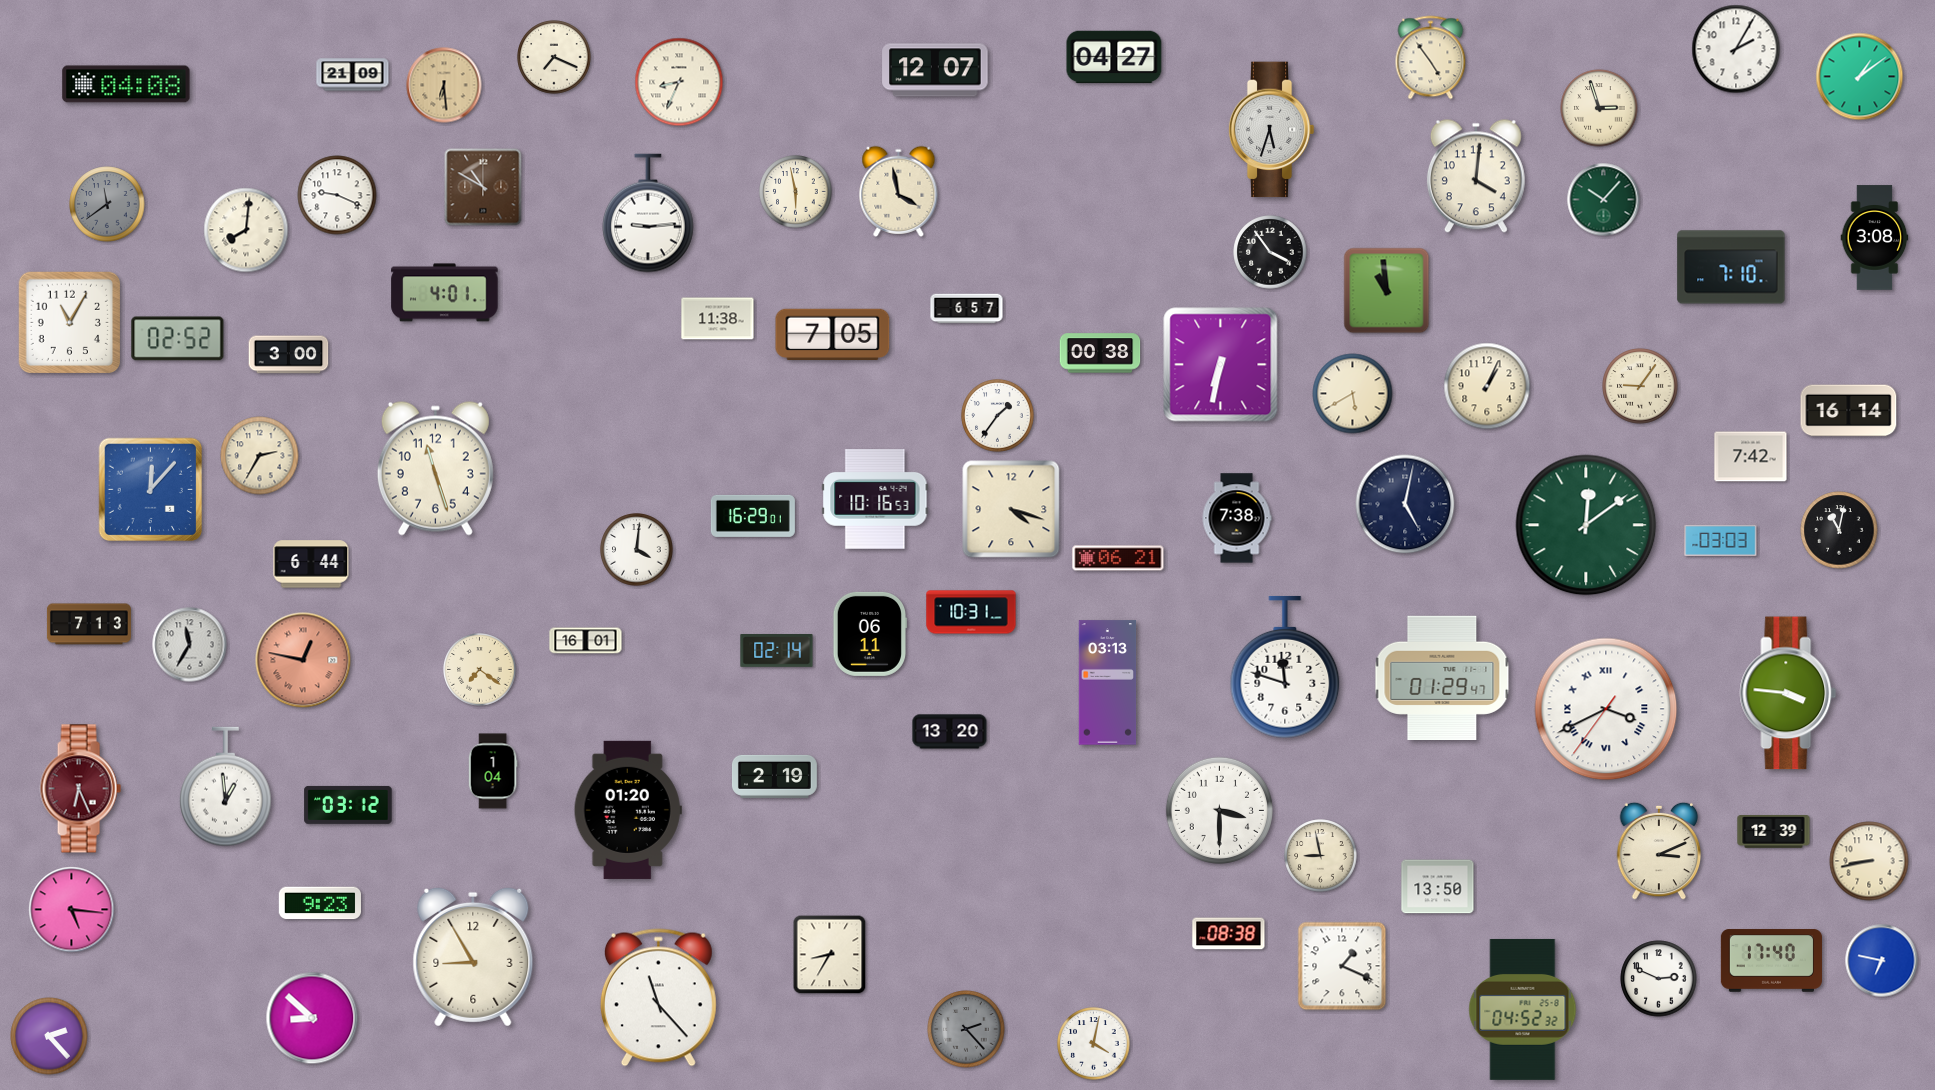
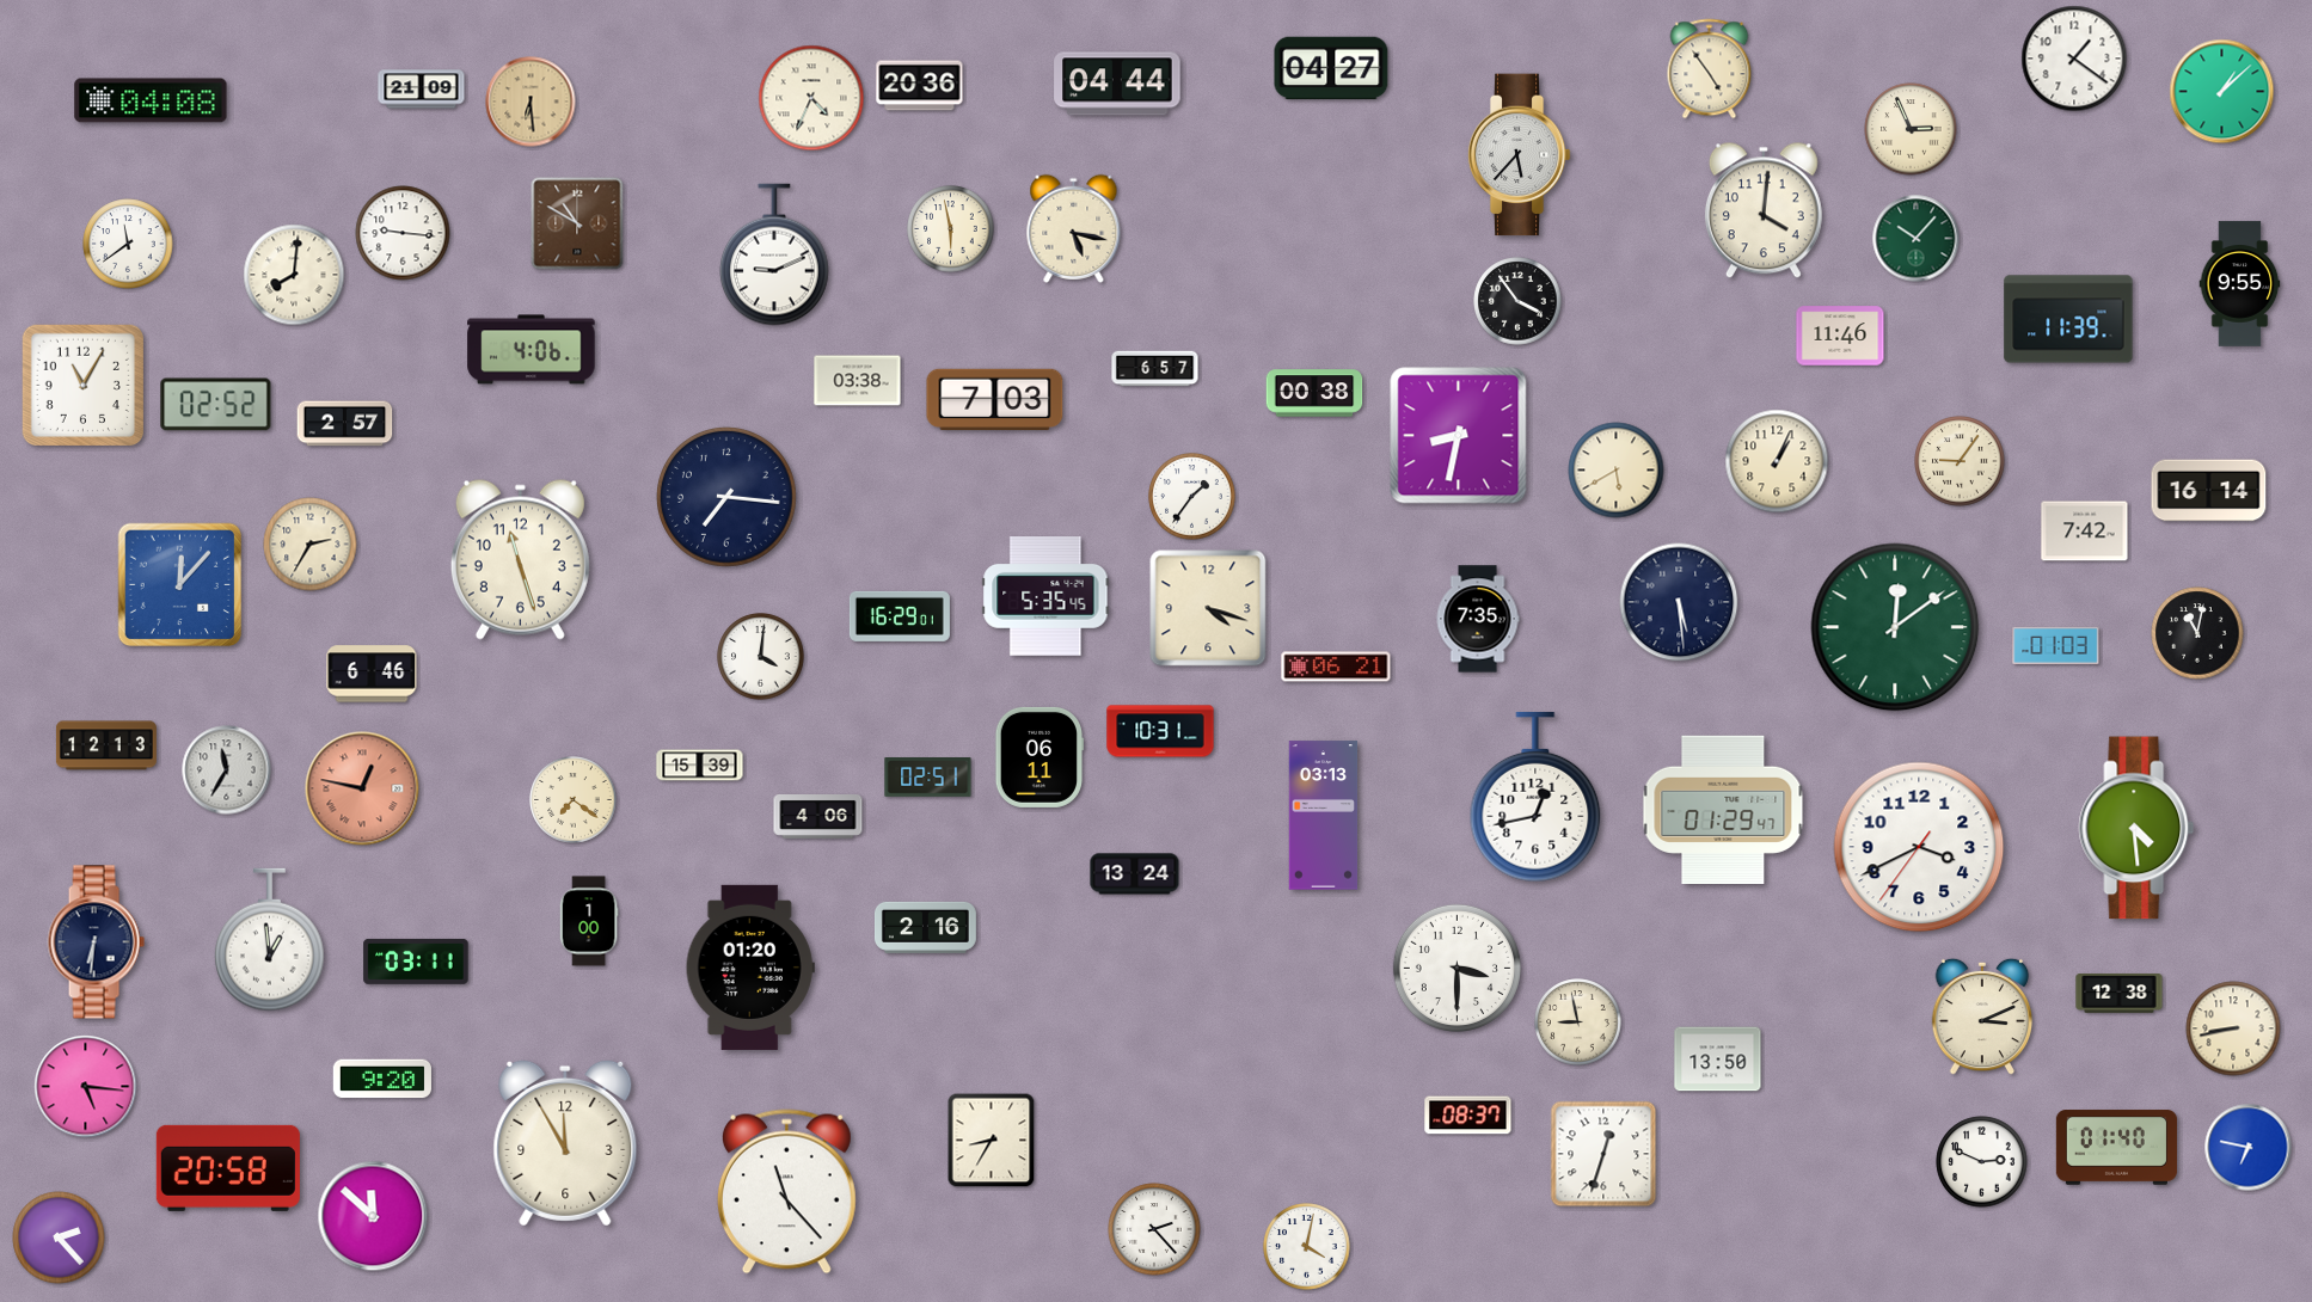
clock at (1736, 49): 2:05 -> 1:21
clock at (554, 57): 7:19 -> none
clock at (935, 70): 12:07 -> 04:44
clock at (920, 86): none -> 20:36
clock at (1860, 77): 1:09 -> 1:08
clock at (679, 82): 8:34 -> 4:34
clock at (1599, 108): 2:57 -> 2:56
clock at (1271, 130): 5:33 -> 5:37
clock at (899, 191): 3:58 -> 5:17
clock at (337, 195): 9:19 -> 9:16
clock at (107, 204) dial: grey -> white
clock at (649, 213): 9:14 -> 9:11
clock at (1875, 238): 3:08 -> 9:55
clock at (1731, 267): 7:10 -> 11:39
clock at (1840, 336): none -> 11:46
clock at (1387, 291): 10:59 -> none
clock at (445, 293): 4:01 -> 4:06
clock at (718, 319): 11:38 -> 03:38
clock at (833, 335): 7:05 -> 7:03
clock at (178, 339) position: (178, 339) -> (216, 405)
clock at (1100, 353) position: (1100, 353) -> (1314, 393)
clock at (289, 355): 3:00 -> 2:57
clock at (1221, 365): 6:32 -> 8:32
clock at (728, 498): none -> 7:16
clock at (1751, 457) position: (1751, 457) -> (2085, 532)
clock at (875, 500): 10:16 -> 5:35
clock at (1405, 504): 5:02 -> 5:29
clock at (1237, 518): 7:38 -> 7:35
clock at (1721, 540): 03:03 -> 01:03
clock at (311, 564): 6:44 -> 6:46
clock at (89, 624): 7:13 -> 12:13
clock at (586, 641): 16:01 -> 15:39
clock at (777, 651): 02:14 -> 02:51
clock at (1285, 667): 11:48 -> 12:43
clock at (818, 817): none -> 4:06
clock at (1788, 693): 3:46 -> 4:29
clock at (1606, 709) numerals: Roman -> Arabic
clock at (950, 732): 13:20 -> 13:24
clock at (493, 771): 1:04 -> 1:00
clock at (774, 776): 2:19 -> 2:16
clock at (80, 789): 6:26 -> 6:31
clock at (80, 789) dial: burgundy -> navy
clock at (348, 805): 03:12 -> 03:11
clock at (1774, 832): 12:39 -> 12:38
clock at (320, 903): 9:23 -> 9:20
clock at (1229, 934): 08:38 -> 08:37
clock at (473, 957): 8:55 -> 11:55
clock at (1771, 961): 17:40 -> 01:40
clock at (1342, 966): 1:19 -> 12:33
clock at (228, 1168): none -> 20:58
clock at (1659, 979) position: (1659, 979) -> (1982, 1162)
clock at (1523, 1009): 04:52 -> none
clock at (312, 1018): 8:52 -> 11:52
clock at (966, 1029) dial: grey -> white
